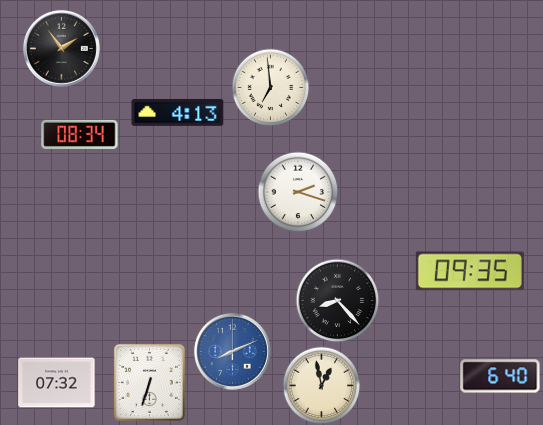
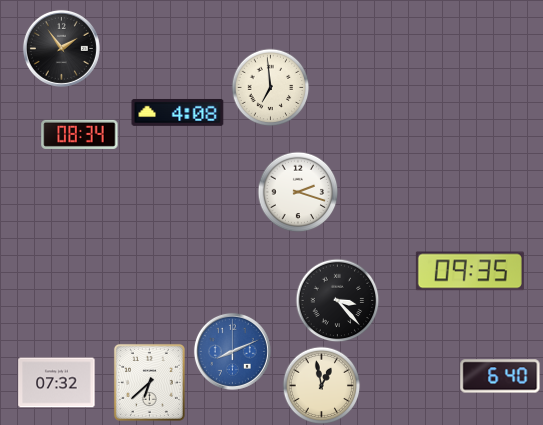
clock at (178, 112): 4:13 -> 4:08
clock at (337, 300): 8:23 -> 3:23
clock at (149, 382): 6:33 -> 6:38
